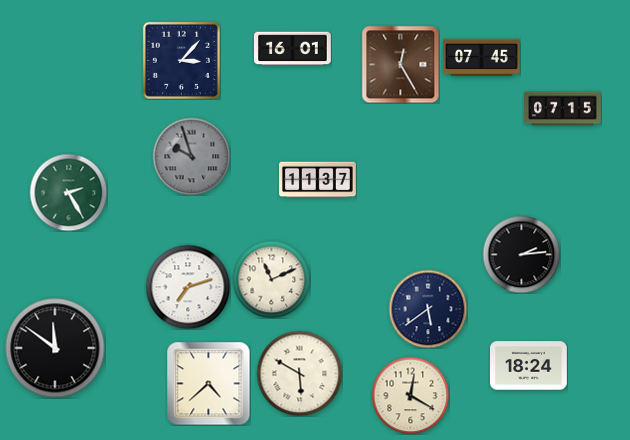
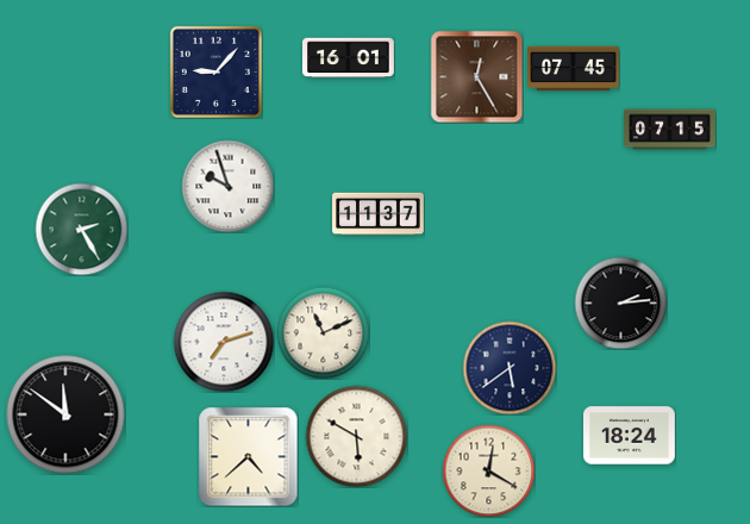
clock at (181, 60): 3:07 -> 9:07
clock at (191, 156) dial: grey -> white
clock at (299, 373) position: (299, 373) -> (356, 436)
